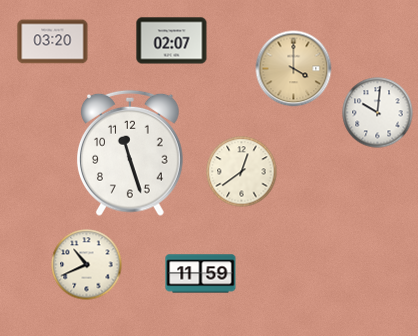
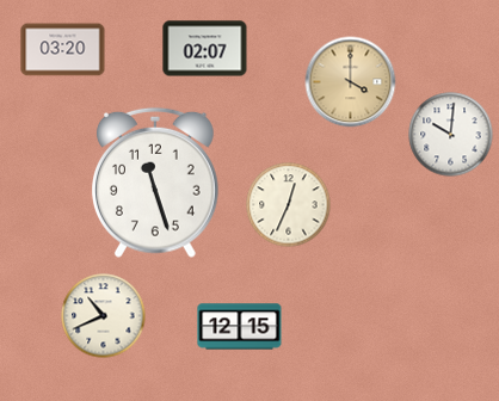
clock at (242, 172): 12:39 -> 12:34
clock at (201, 274): 11:59 -> 12:15
